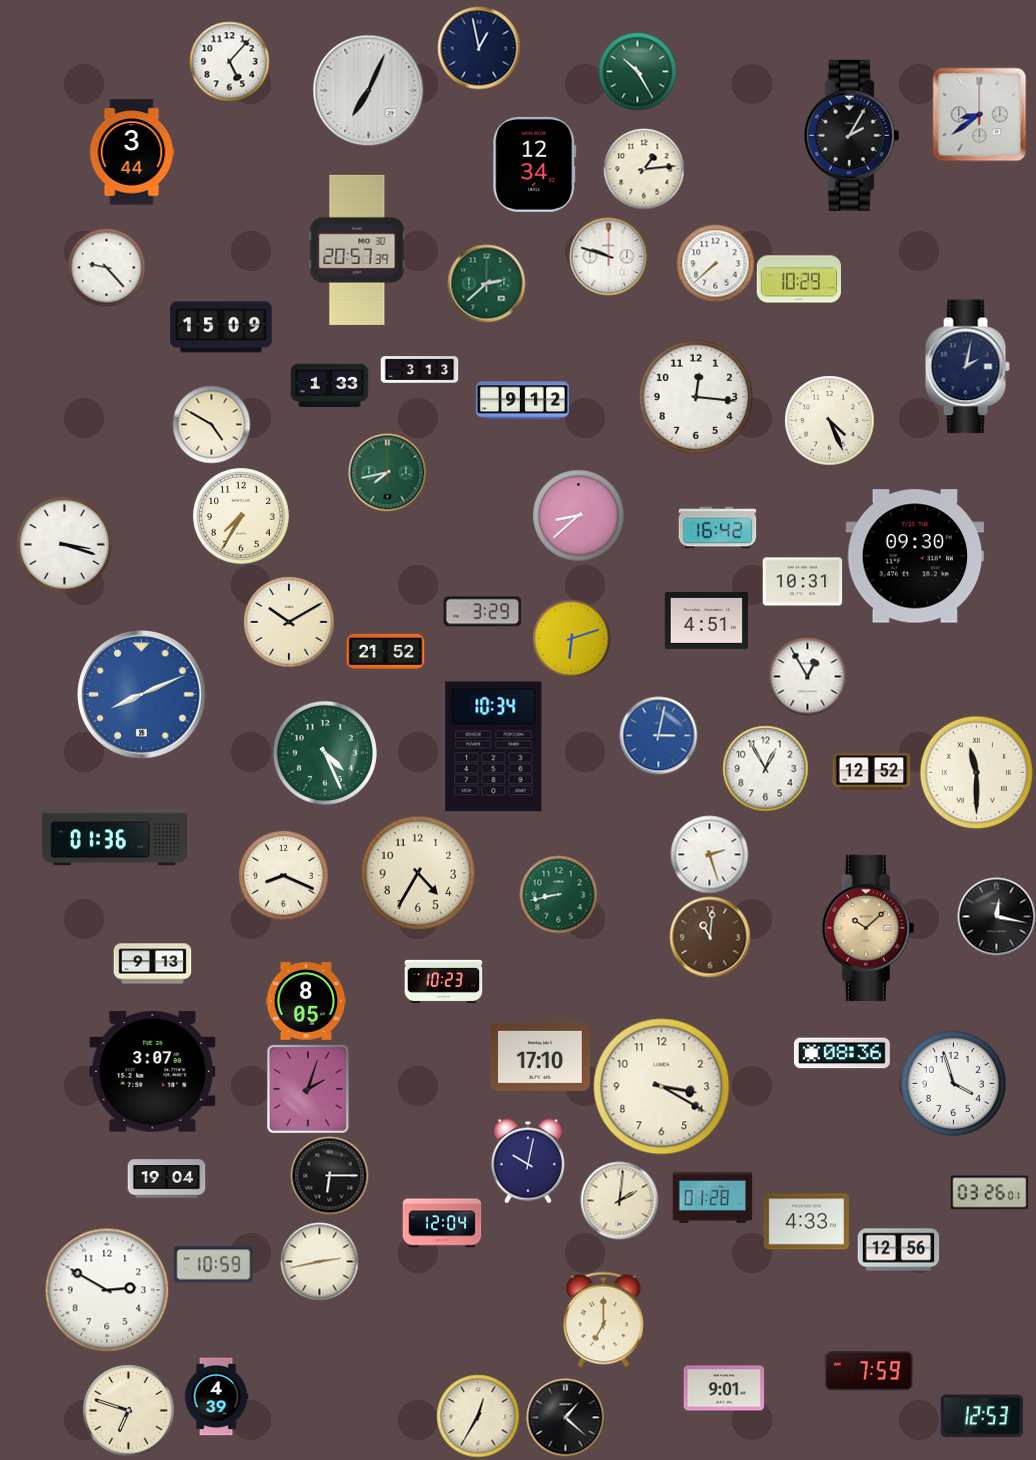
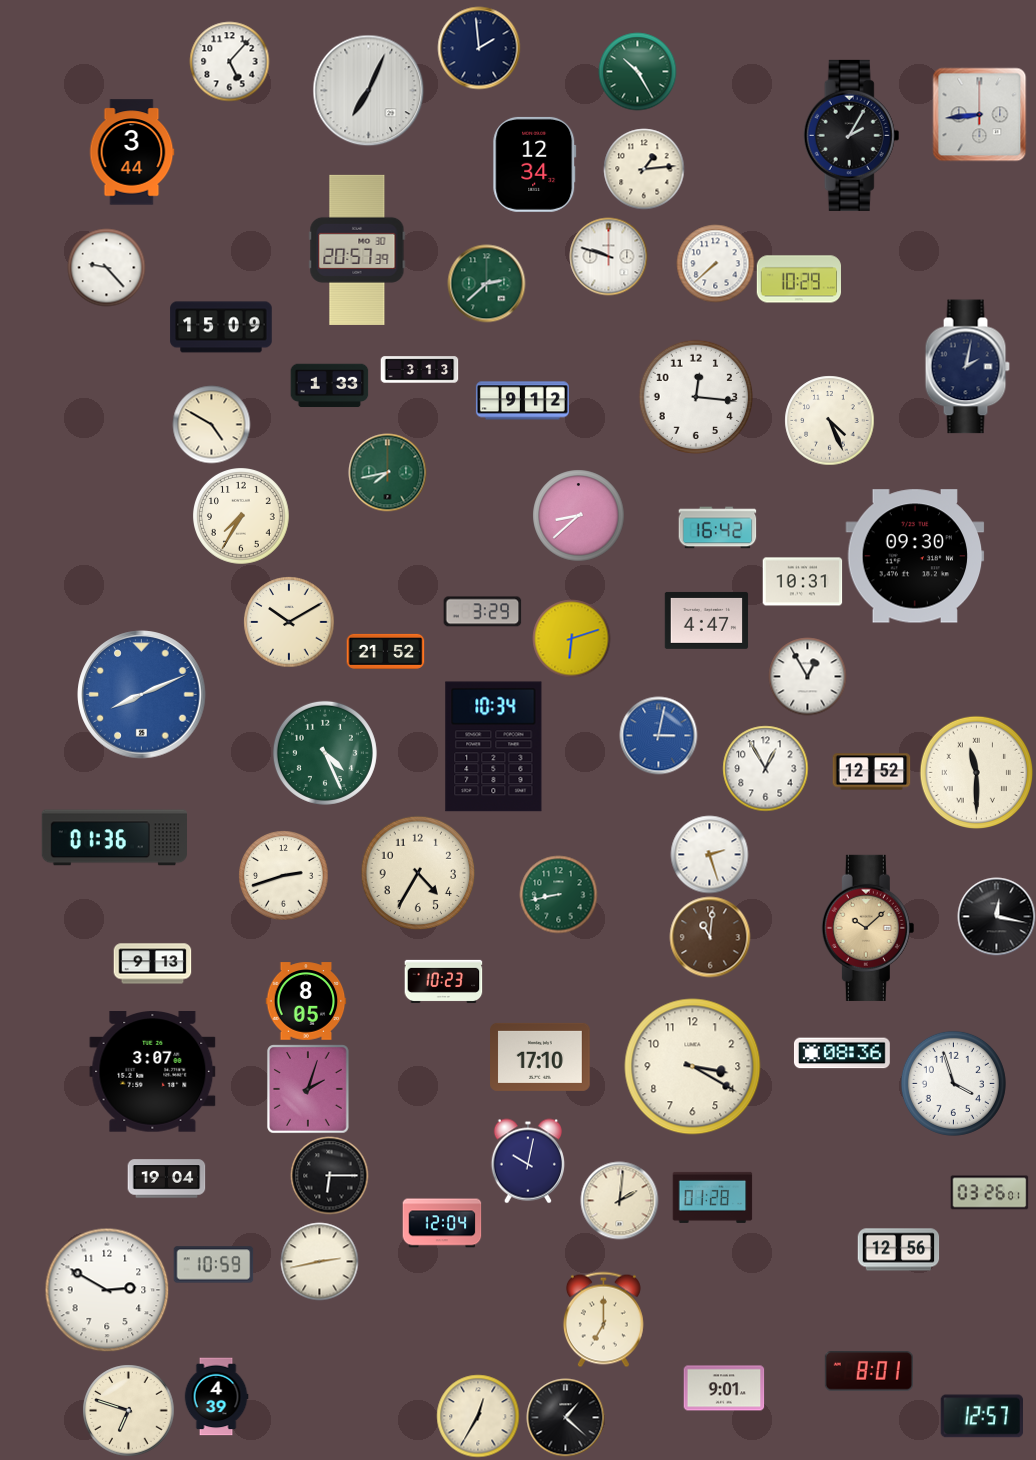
clock at (479, 48): 12:58 -> 1:59
clock at (979, 114): 8:39 -> 8:44
clock at (65, 545): 3:18 -> none
clock at (706, 620): 4:51 -> 4:47
clock at (283, 875): 8:19 -> 2:42
clock at (662, 1087) position: (662, 1087) -> (693, 1067)
clock at (806, 1222): 4:33 -> none
clock at (869, 1371): 7:59 -> 8:01
clock at (981, 1416): 12:53 -> 12:57
